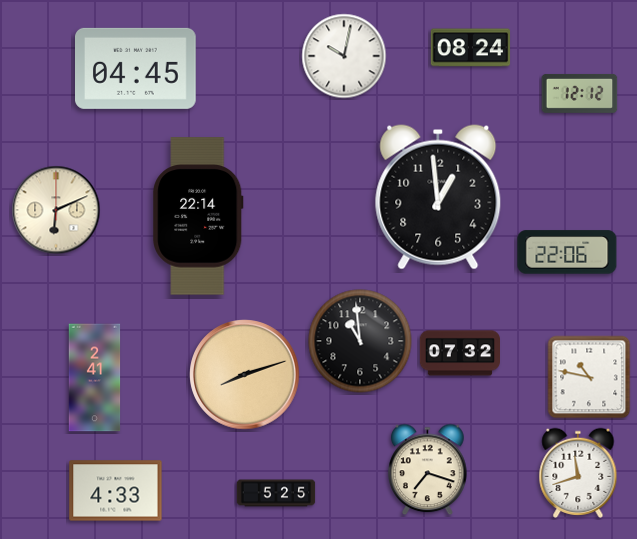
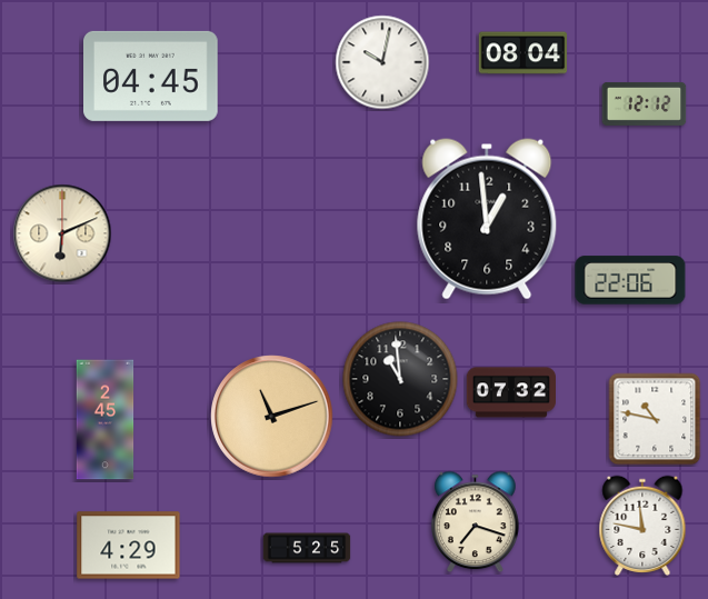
clock at (471, 48): 08:24 -> 08:04
clock at (198, 216): 22:14 -> none
clock at (245, 375): 8:12 -> 11:12
clock at (95, 378): 2:41 -> 2:45
clock at (578, 473): 11:42 -> 11:47
clock at (116, 491): 4:33 -> 4:29
